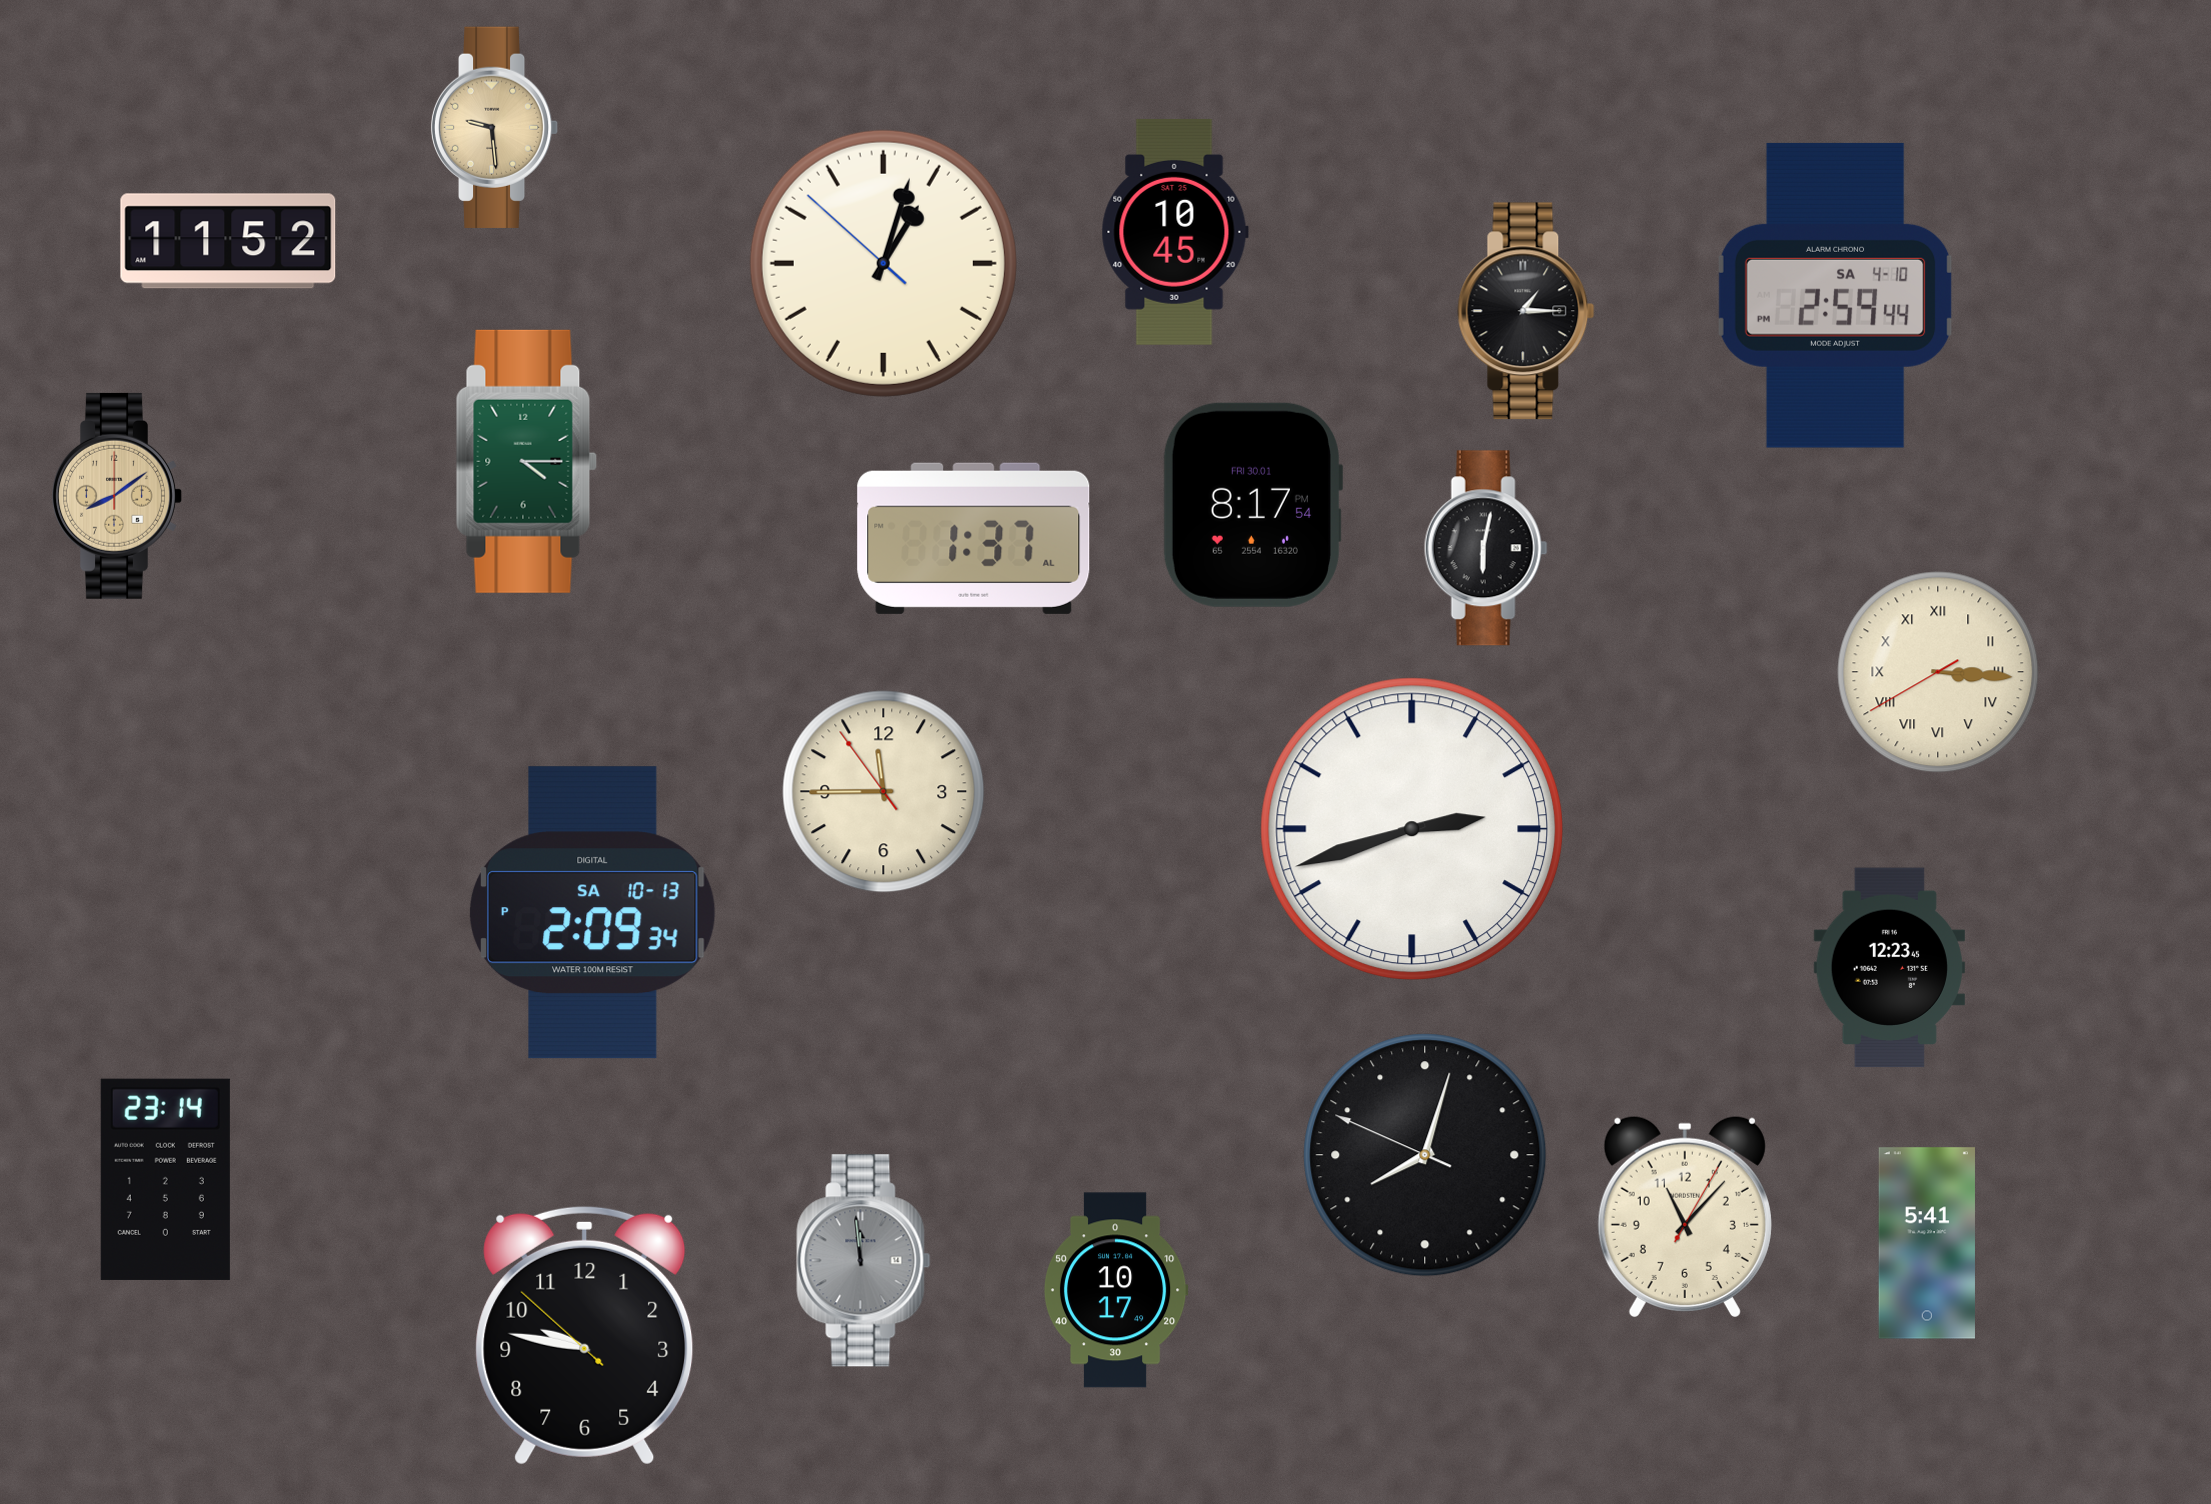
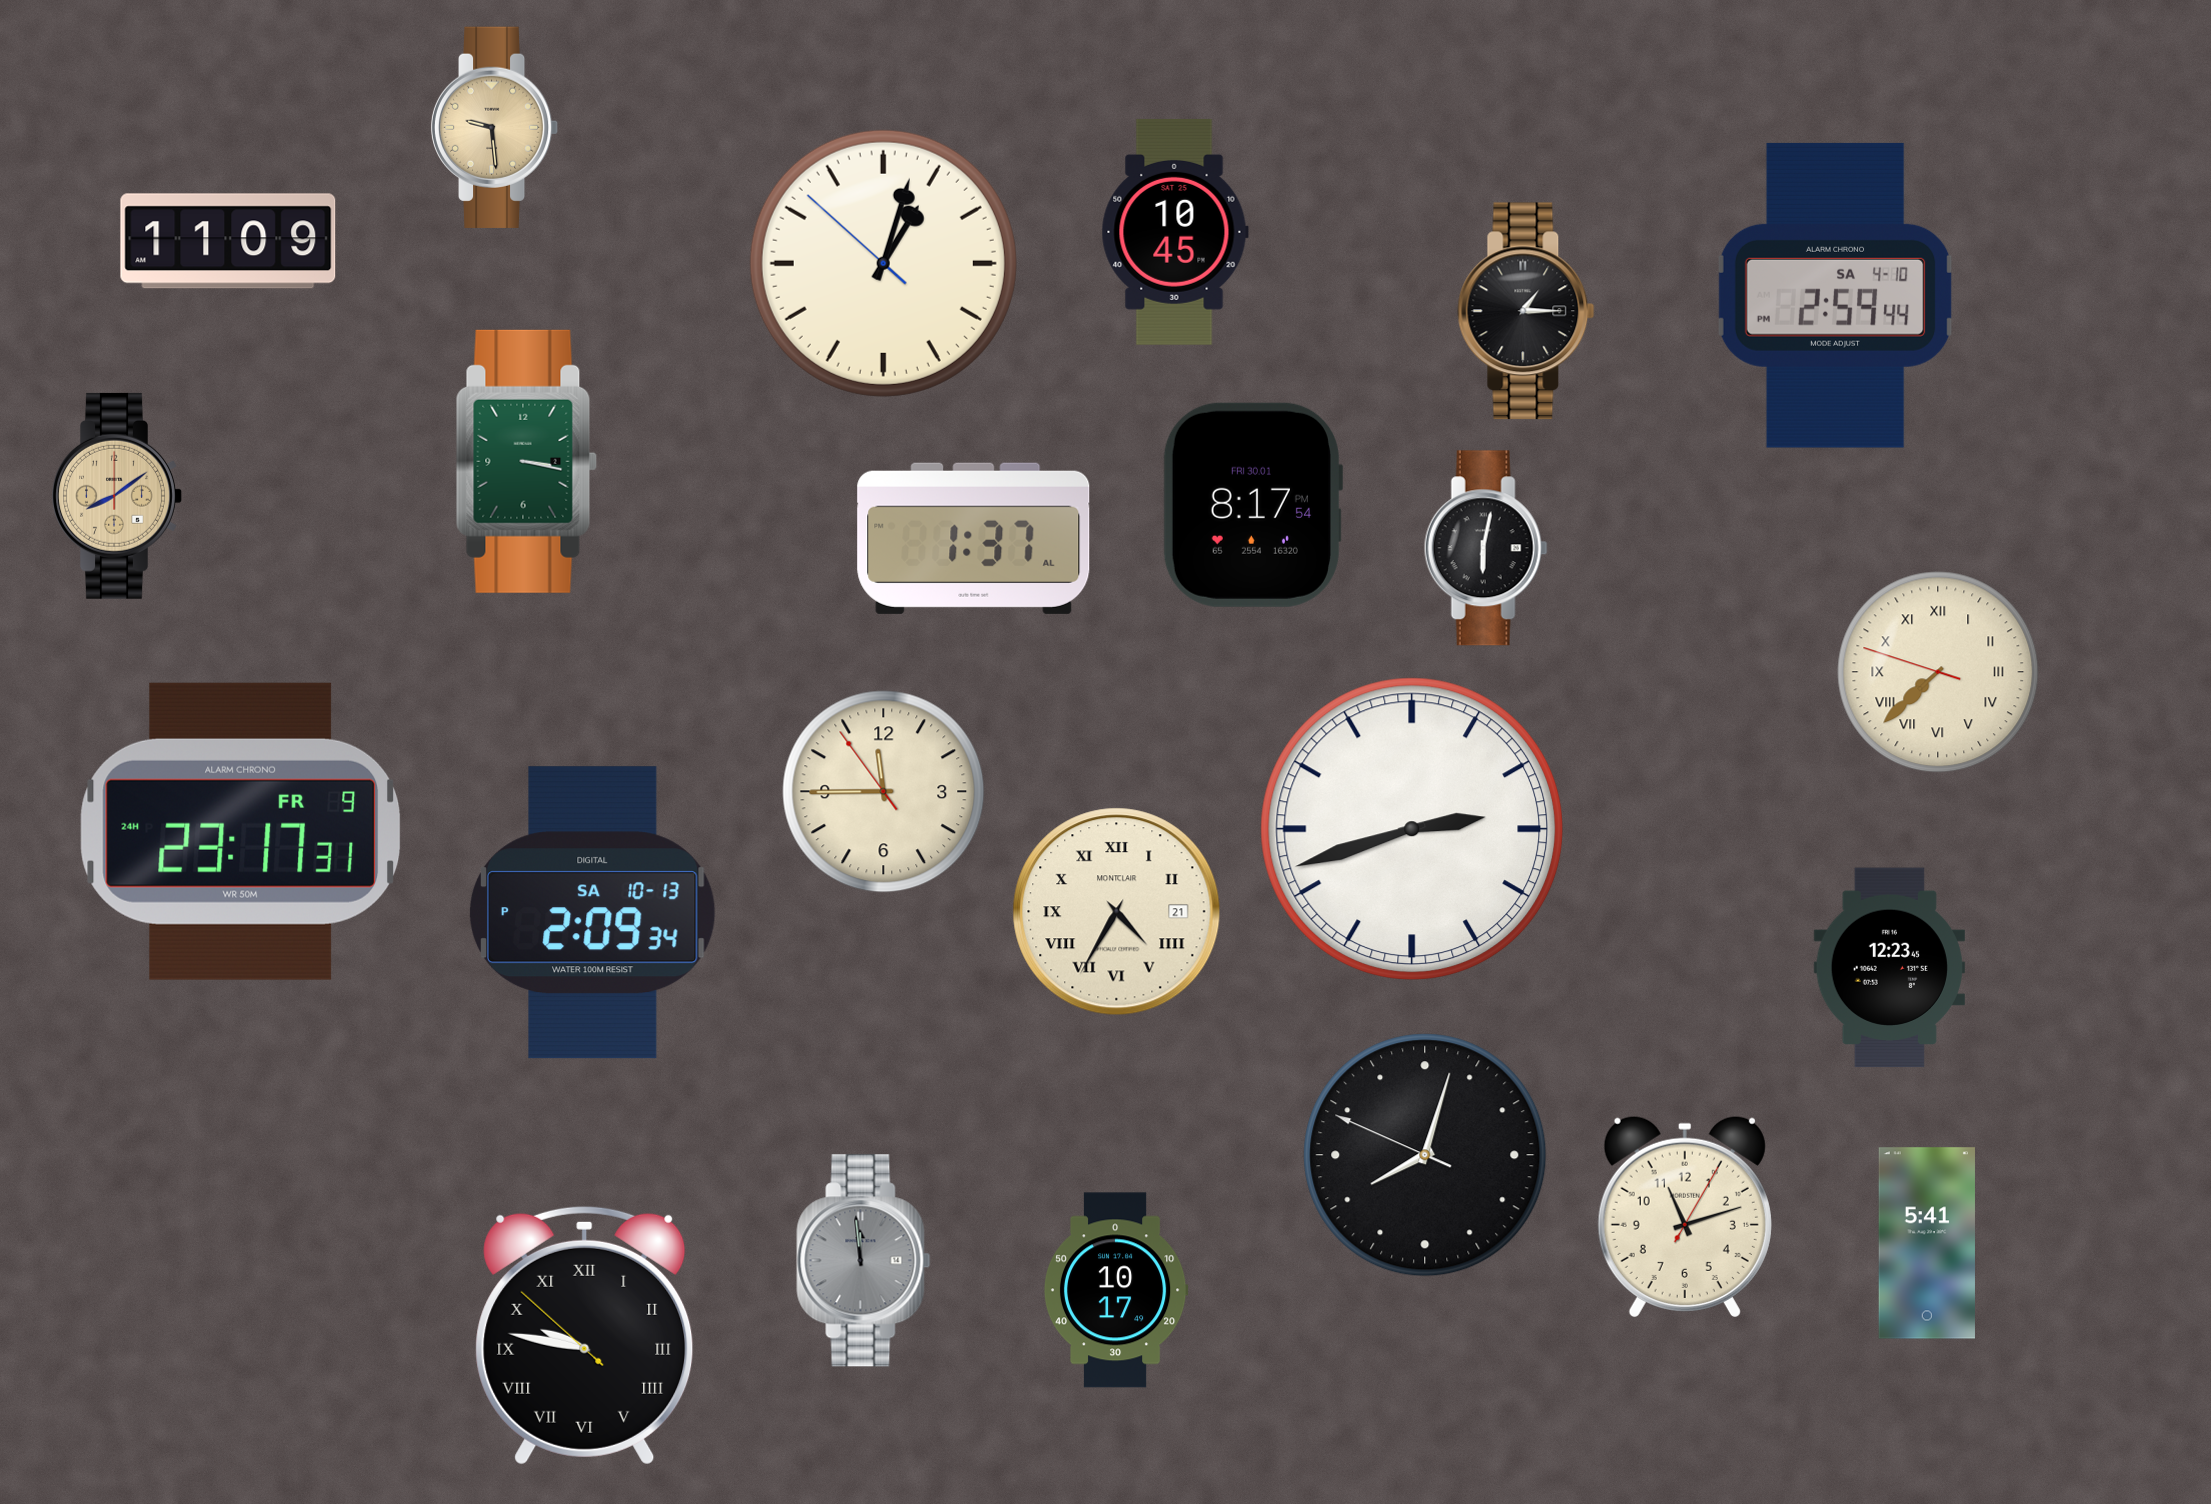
clock at (228, 241): 11:52 -> 11:09
clock at (526, 461): 4:15 -> 3:17
clock at (1938, 672): 3:15 -> 7:37
clock at (241, 831): none -> 23:17
clock at (1117, 912): none -> 4:35
clock at (165, 1179): 23:14 -> none
clock at (1685, 1216): 11:07 -> 11:12
clock at (585, 1335) numerals: Arabic -> Roman
